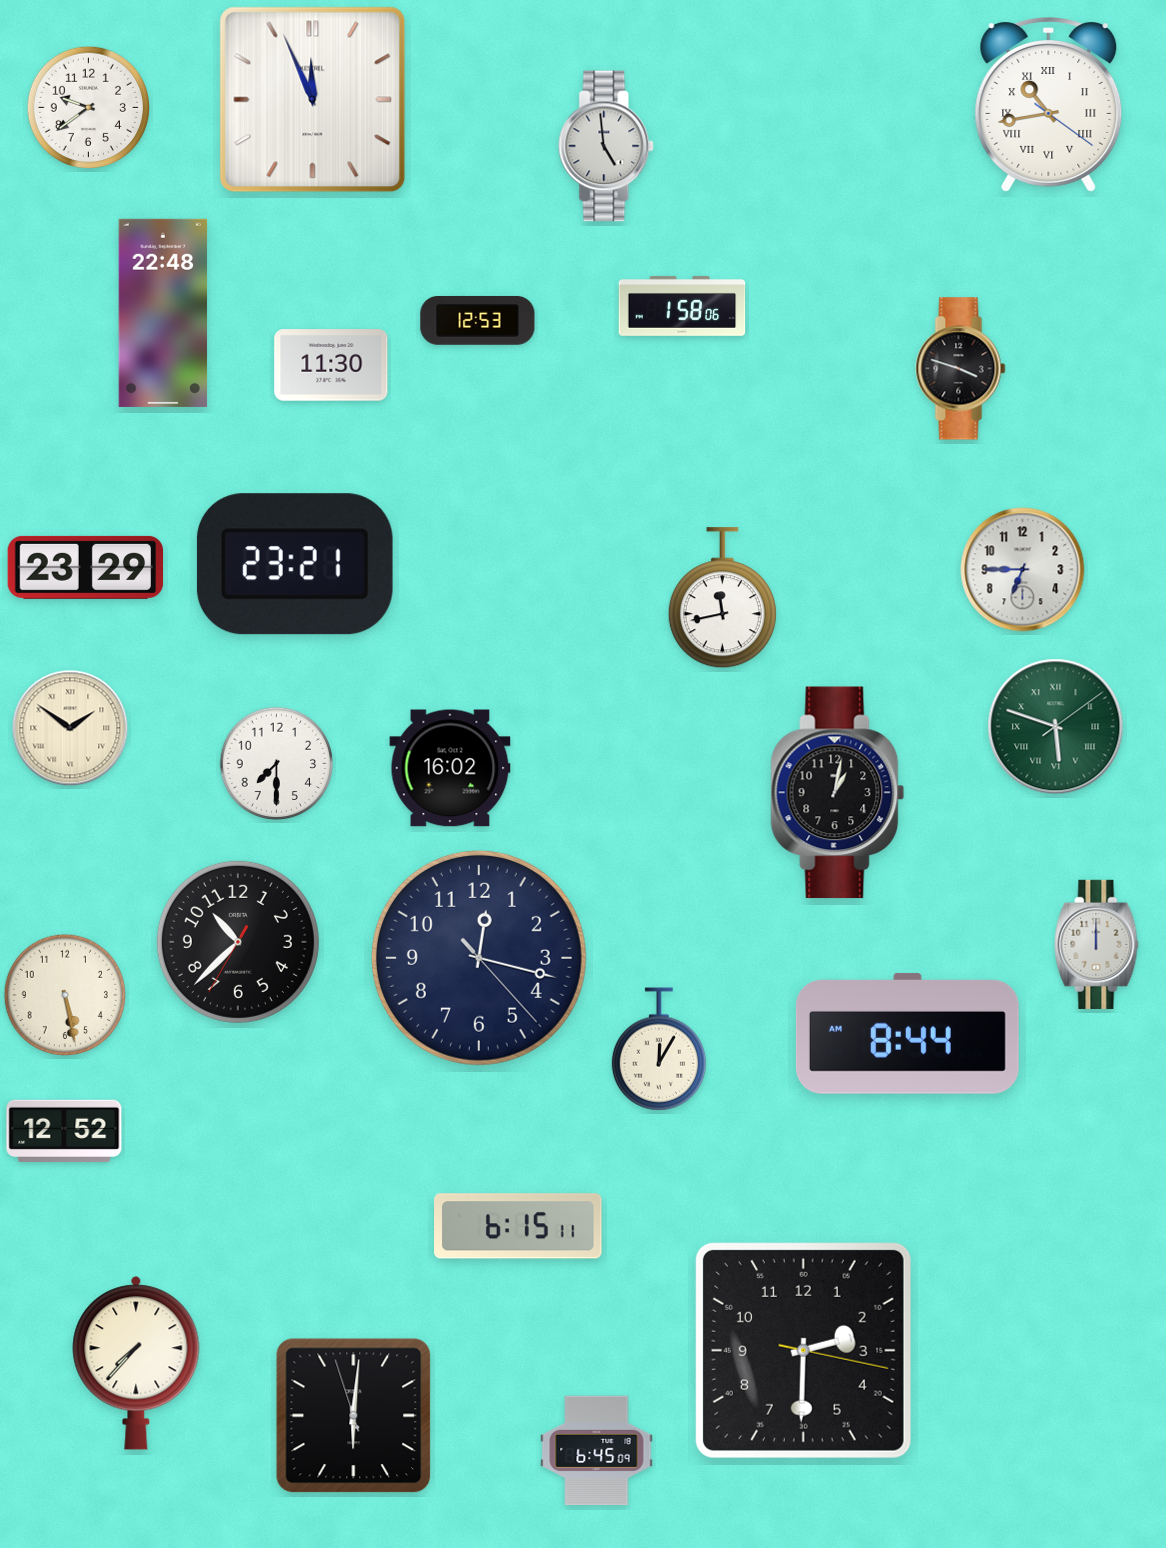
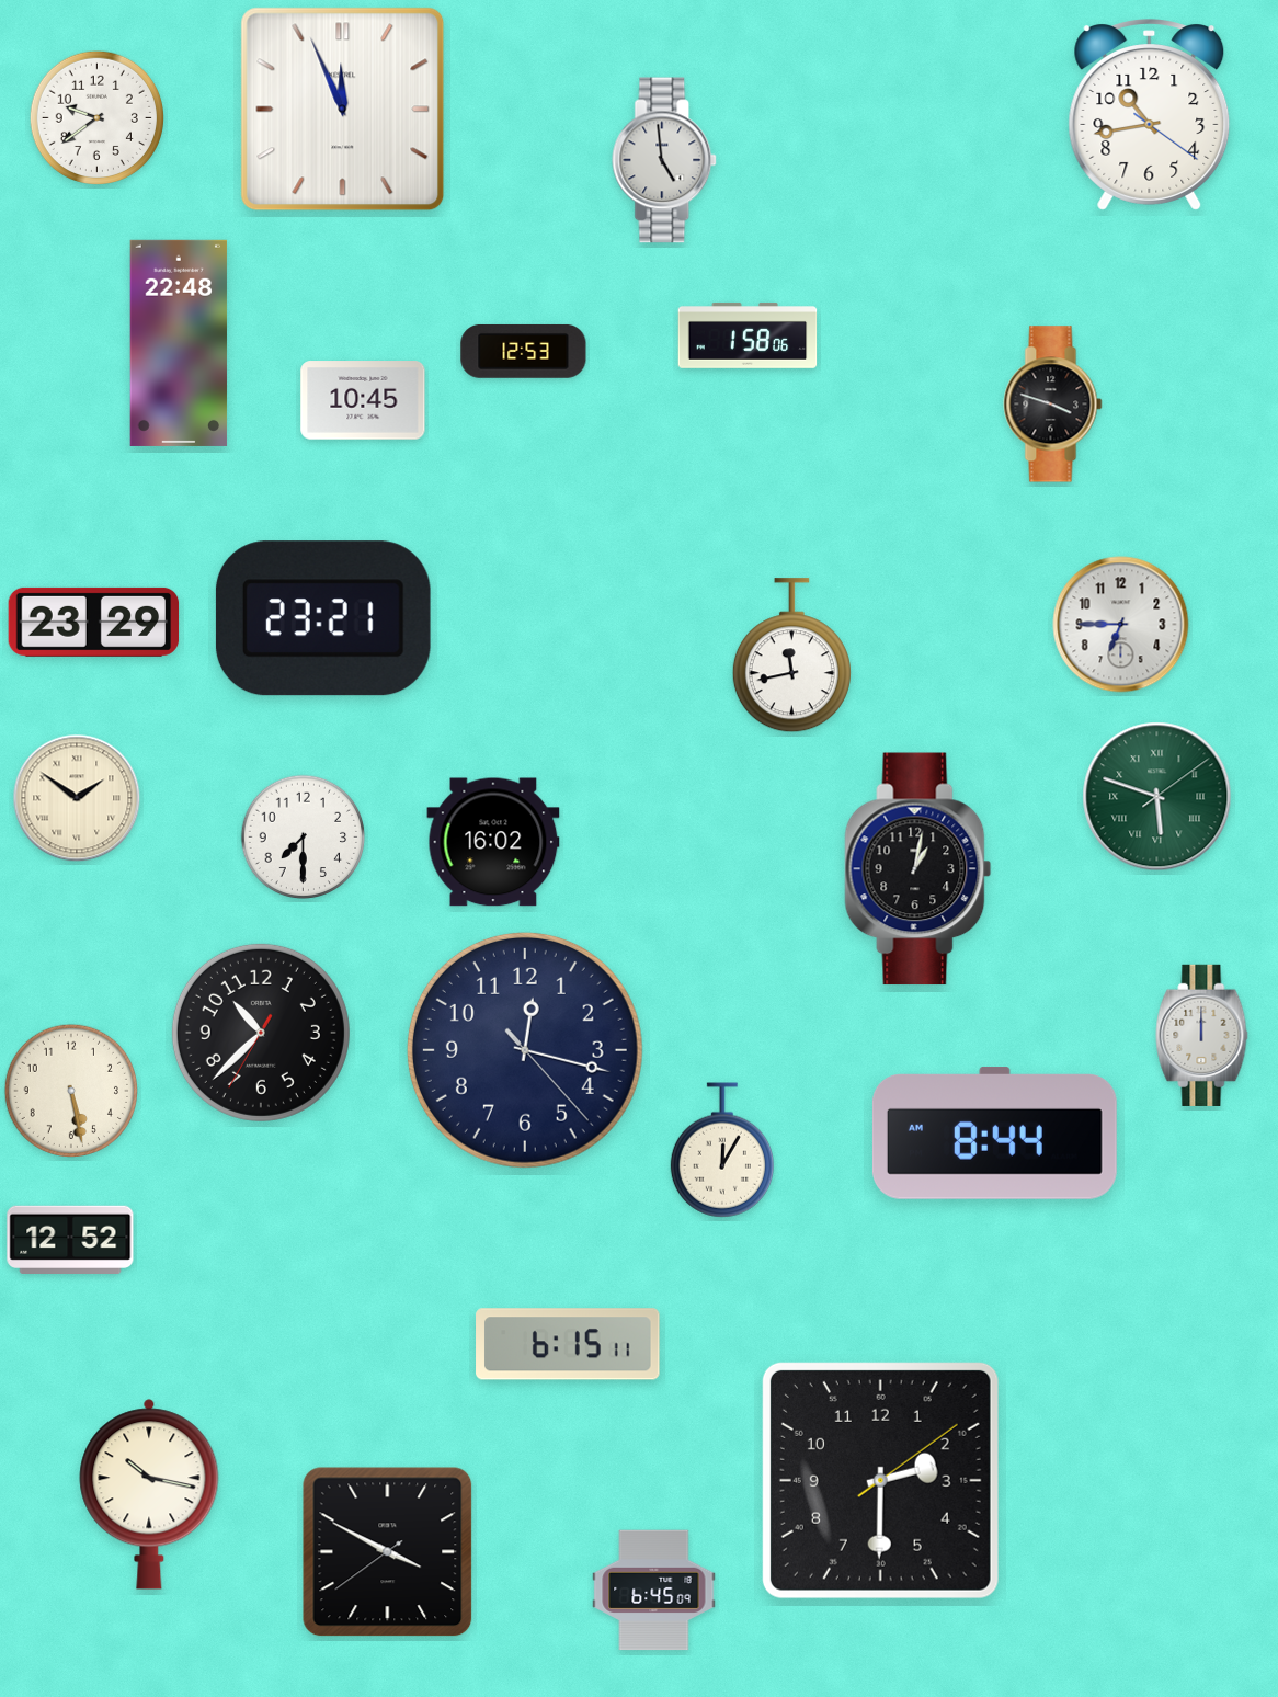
clock at (1049, 105) numerals: Roman -> Arabic
clock at (331, 365): 11:30 -> 10:45
clock at (803, 1350): 2:30:17 -> 2:30:09
clock at (136, 1363): 7:37 -> 10:17
clock at (354, 1416): 6:00 -> 3:49
